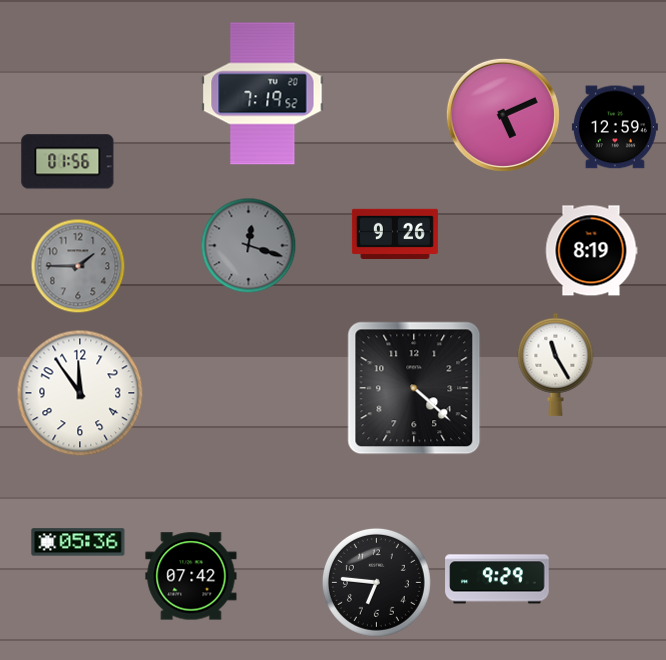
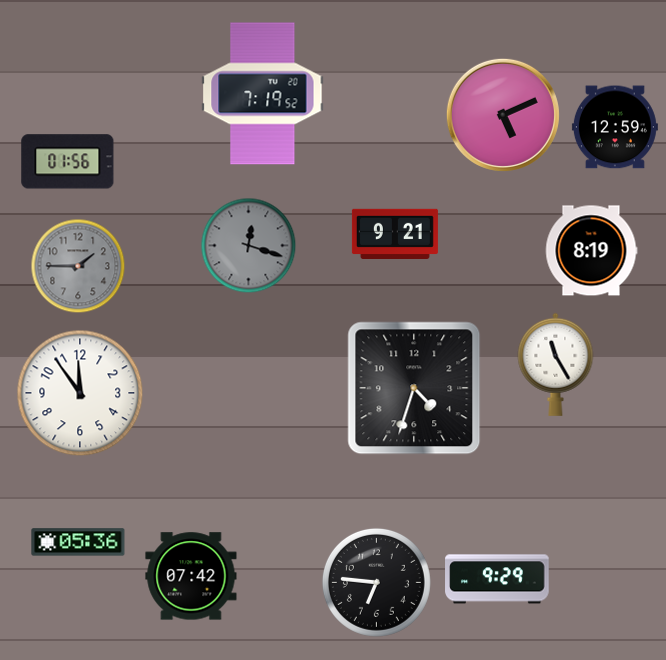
clock at (395, 234): 9:26 -> 9:21
clock at (414, 388): 4:22 -> 4:33
